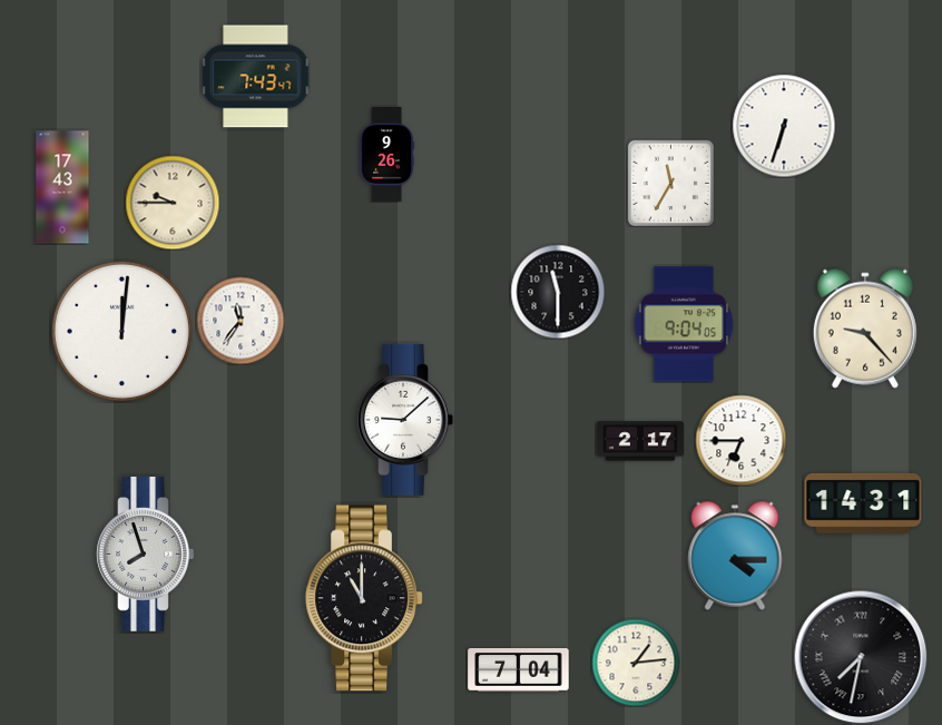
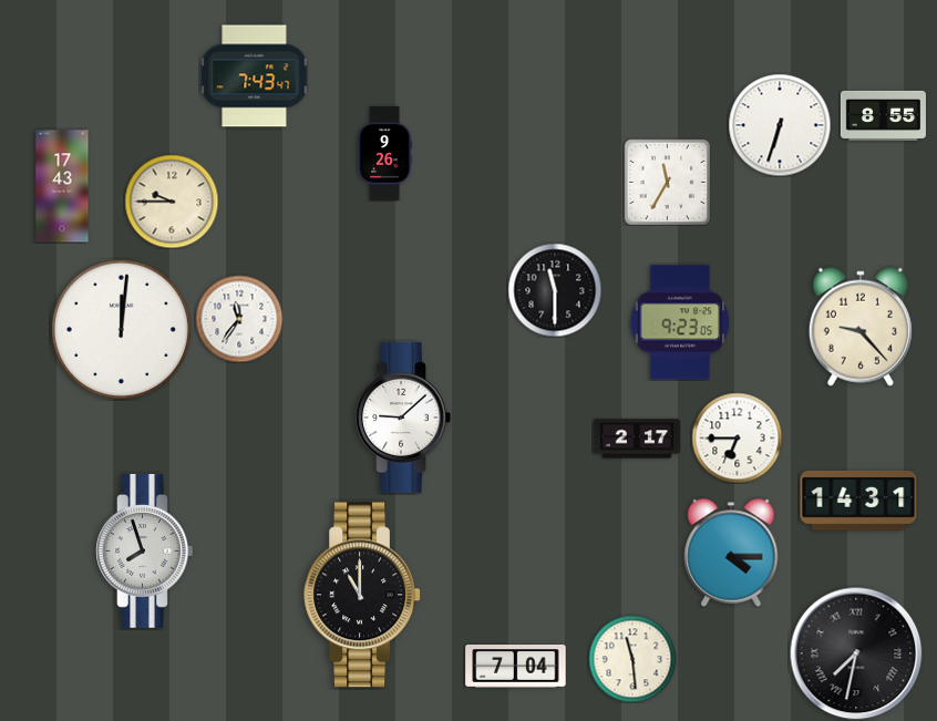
clock at (883, 115): none -> 8:55
clock at (684, 324): 9:04 -> 9:23
clock at (636, 663): 1:14 -> 11:29
